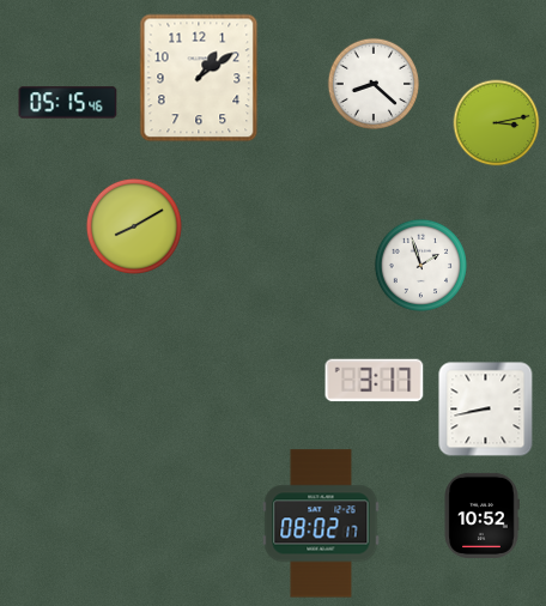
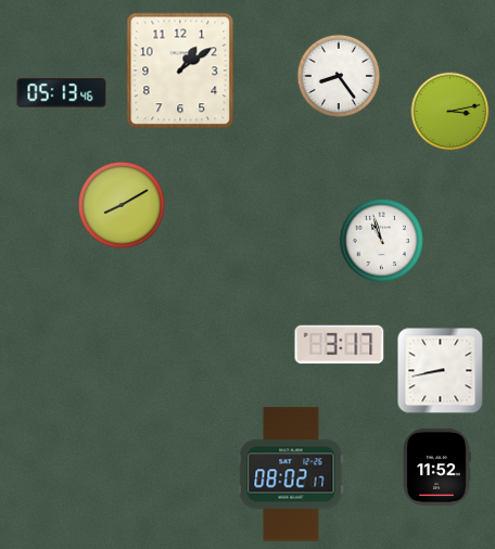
clock at (372, 83): 8:22 -> 8:24
clock at (68, 103): 05:15 -> 05:13
clock at (420, 265): 1:57 -> 10:57
clock at (481, 515): 10:52 -> 11:52
